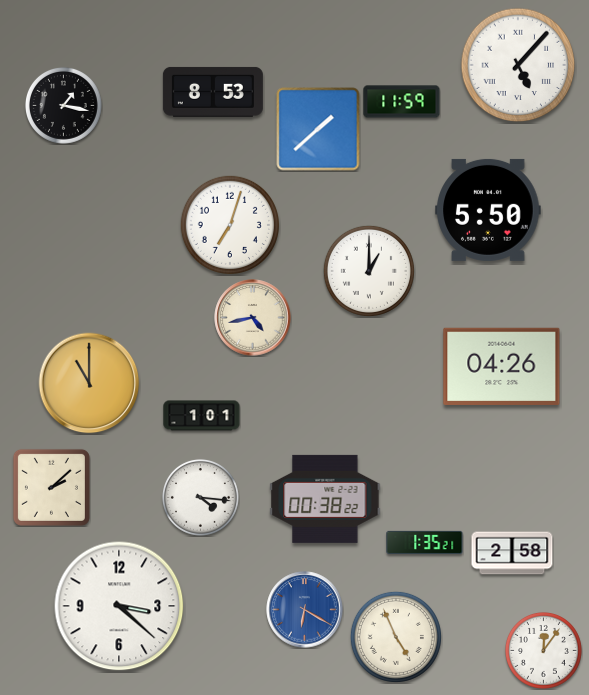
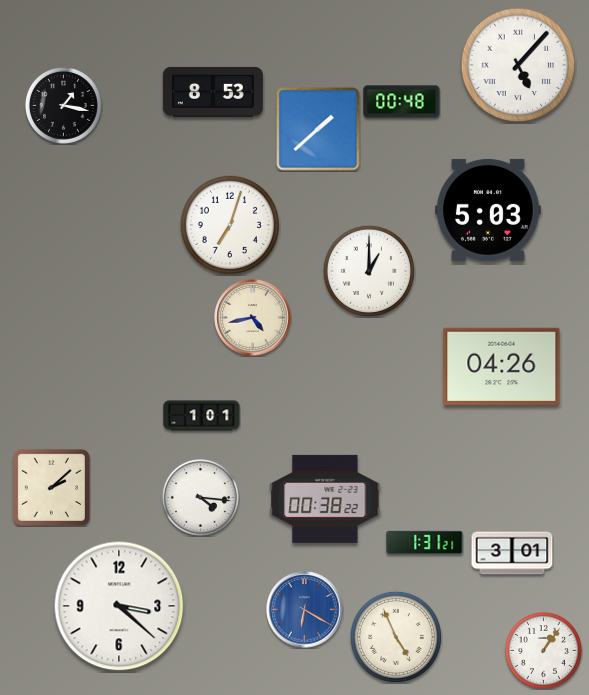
clock at (402, 102): 11:59 -> 00:48
clock at (488, 210): 5:50 -> 5:03
clock at (89, 383): 11:00 -> none
clock at (425, 542): 1:35 -> 1:31
clock at (512, 553): 2:58 -> 3:01
clock at (543, 650): 12:06 -> 1:06
